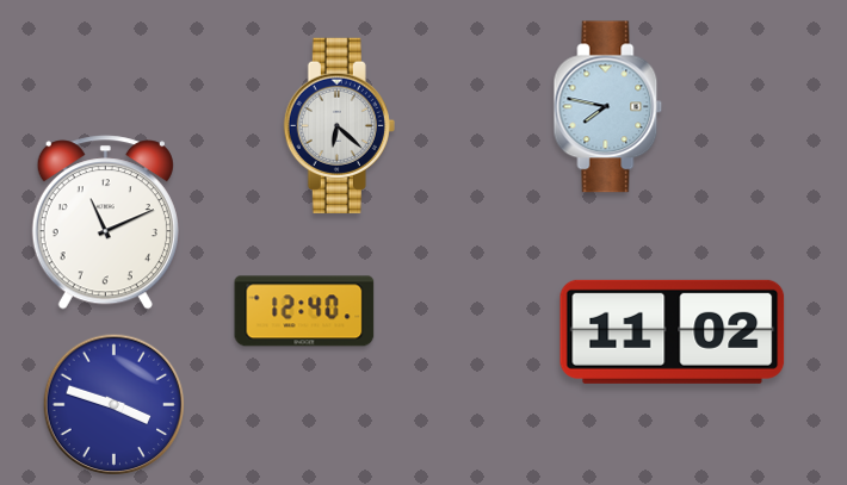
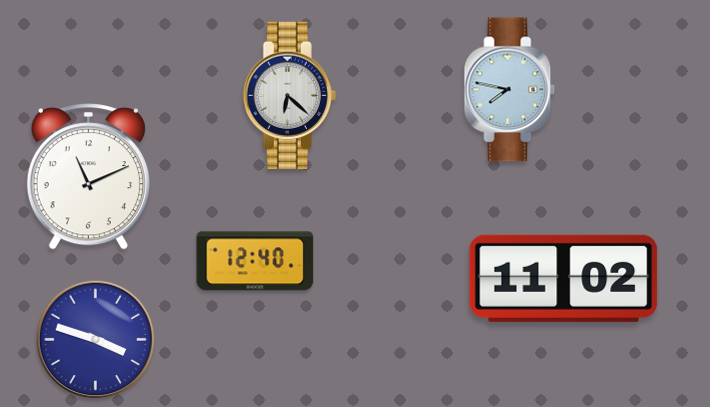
clock at (339, 125) position: (339, 125) -> (289, 95)
clock at (105, 223) position: (105, 223) -> (88, 177)
